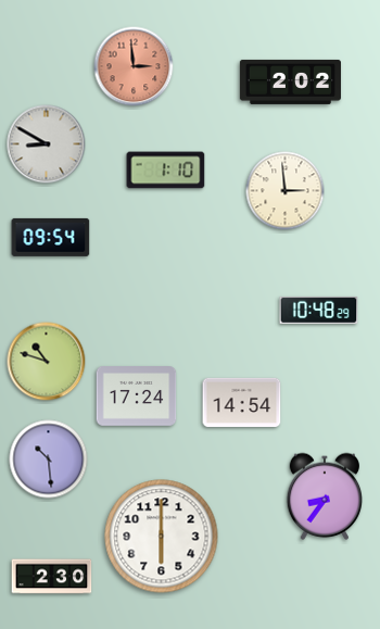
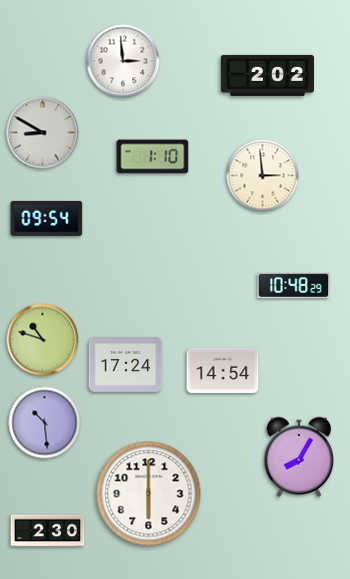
clock at (134, 66) dial: salmon -> white
clock at (47, 362) position: (47, 362) -> (43, 340)
clock at (324, 496): 8:36 -> 8:05
